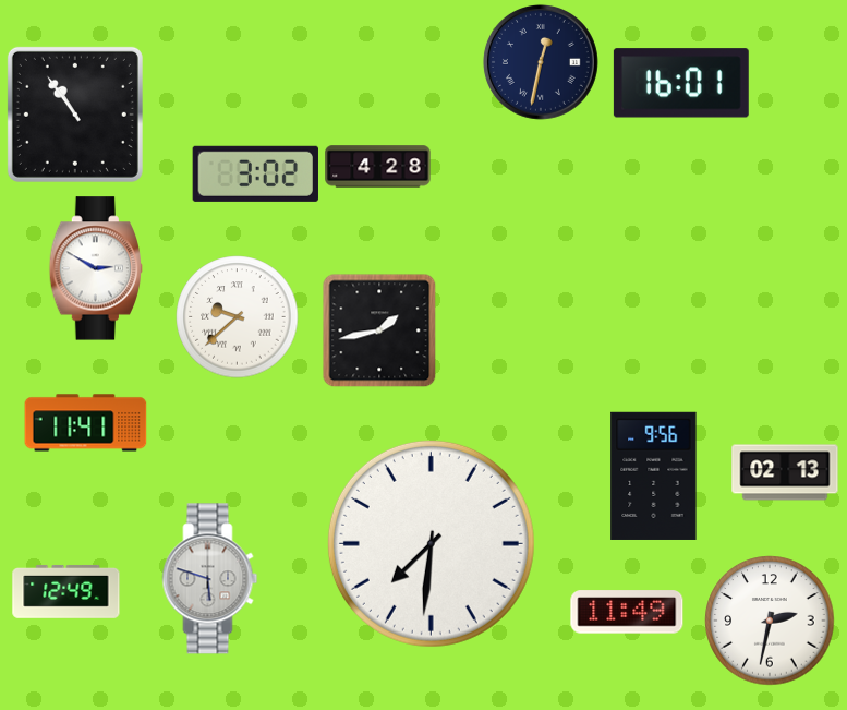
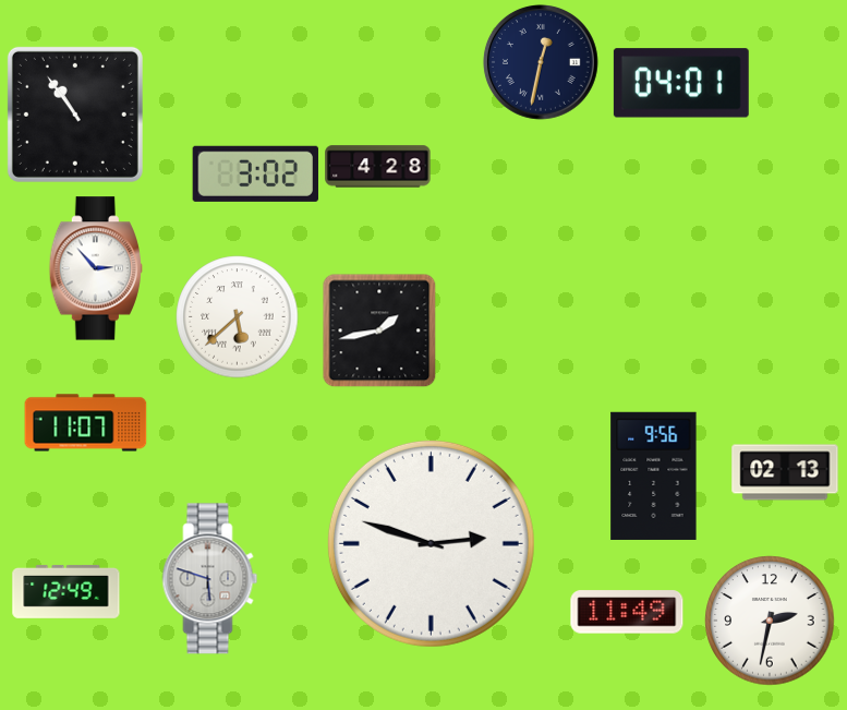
clock at (681, 83): 16:01 -> 04:01
clock at (95, 268): 2:50 -> 2:53
clock at (238, 317): 9:38 -> 5:38
clock at (86, 423): 11:41 -> 11:07
clock at (431, 543): 7:31 -> 2:48
